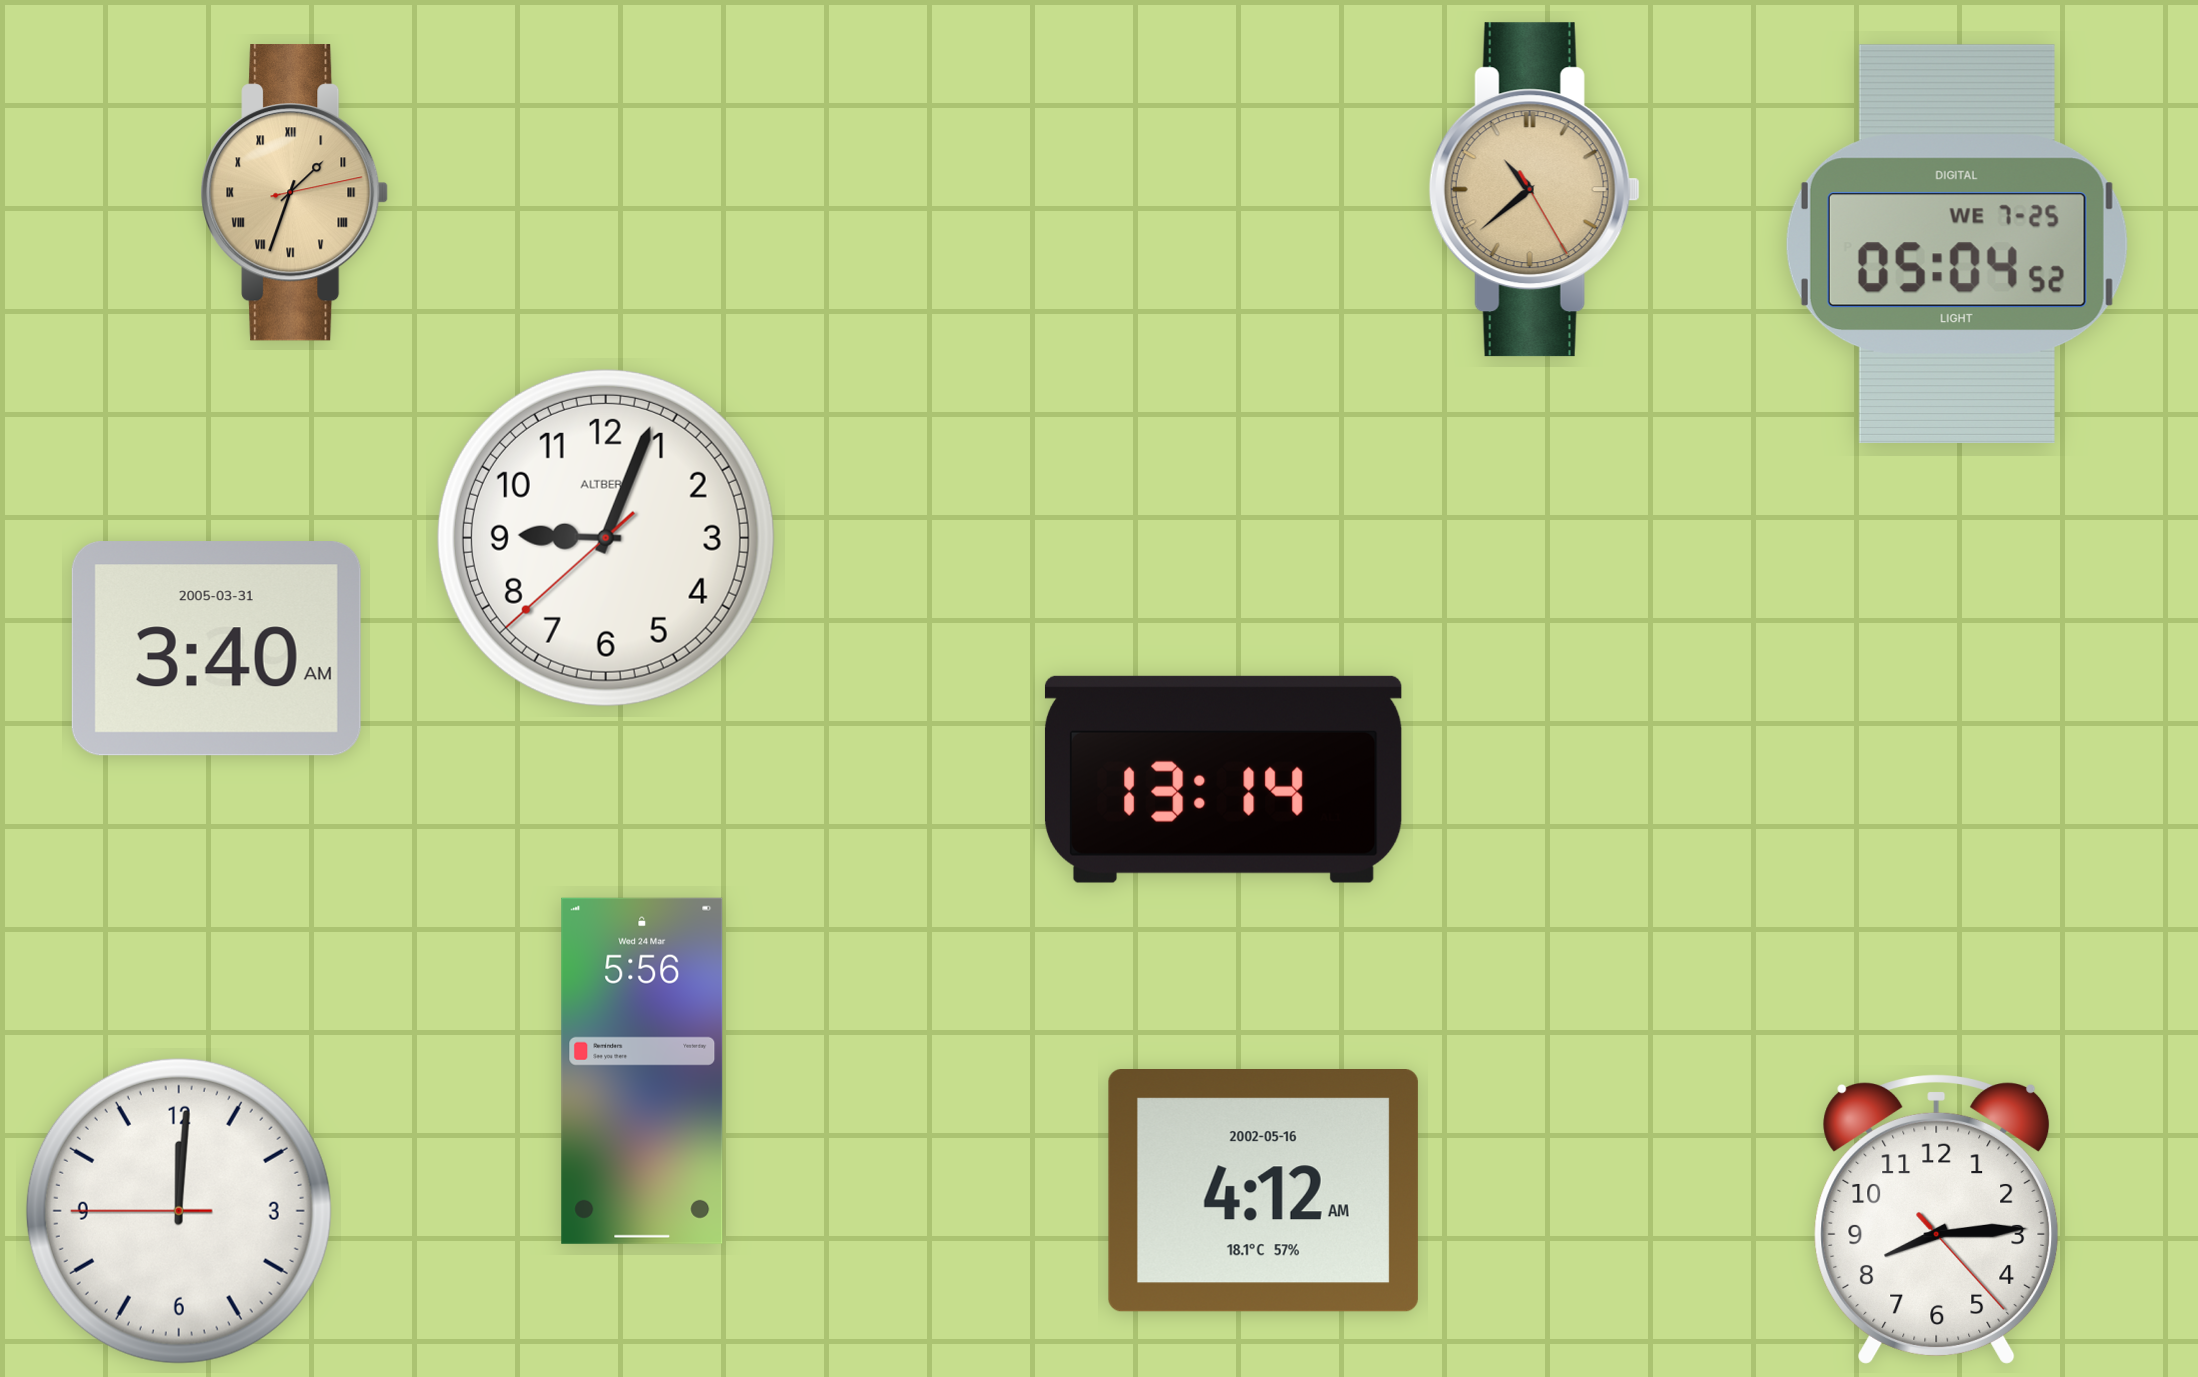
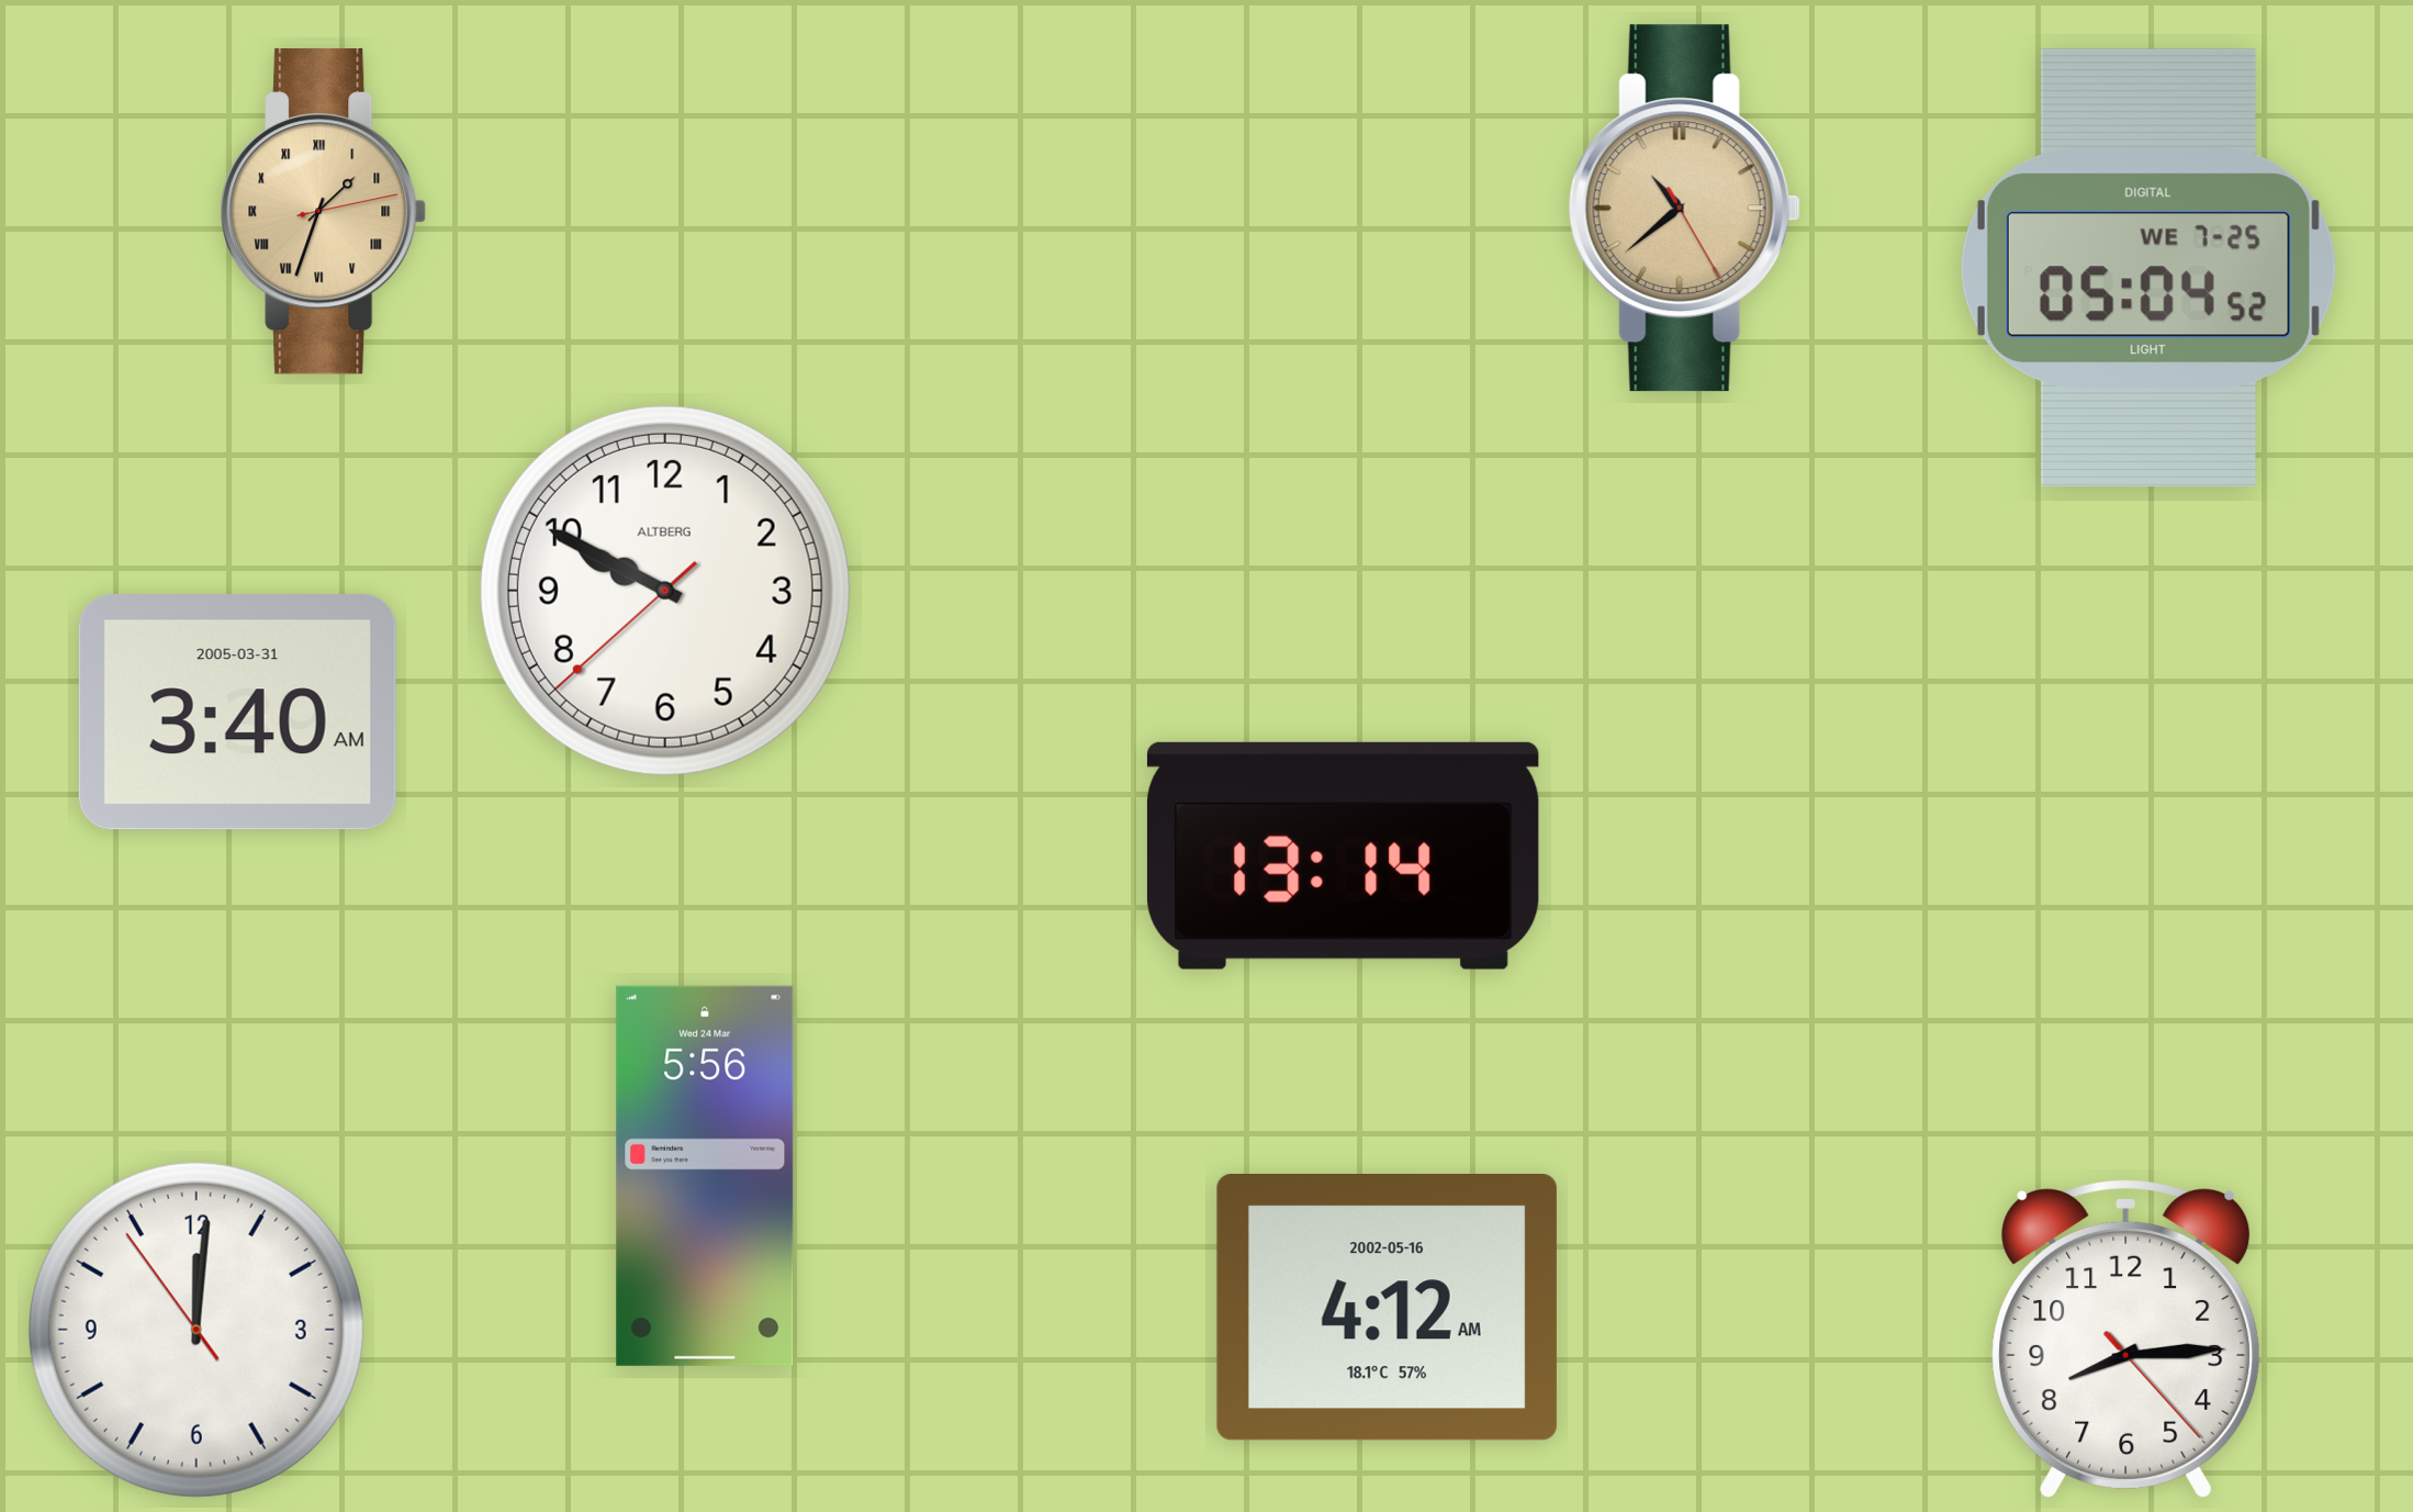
clock at (606, 538): 9:03 -> 9:49
clock at (179, 1211): 12:00:45 -> 12:00:54
